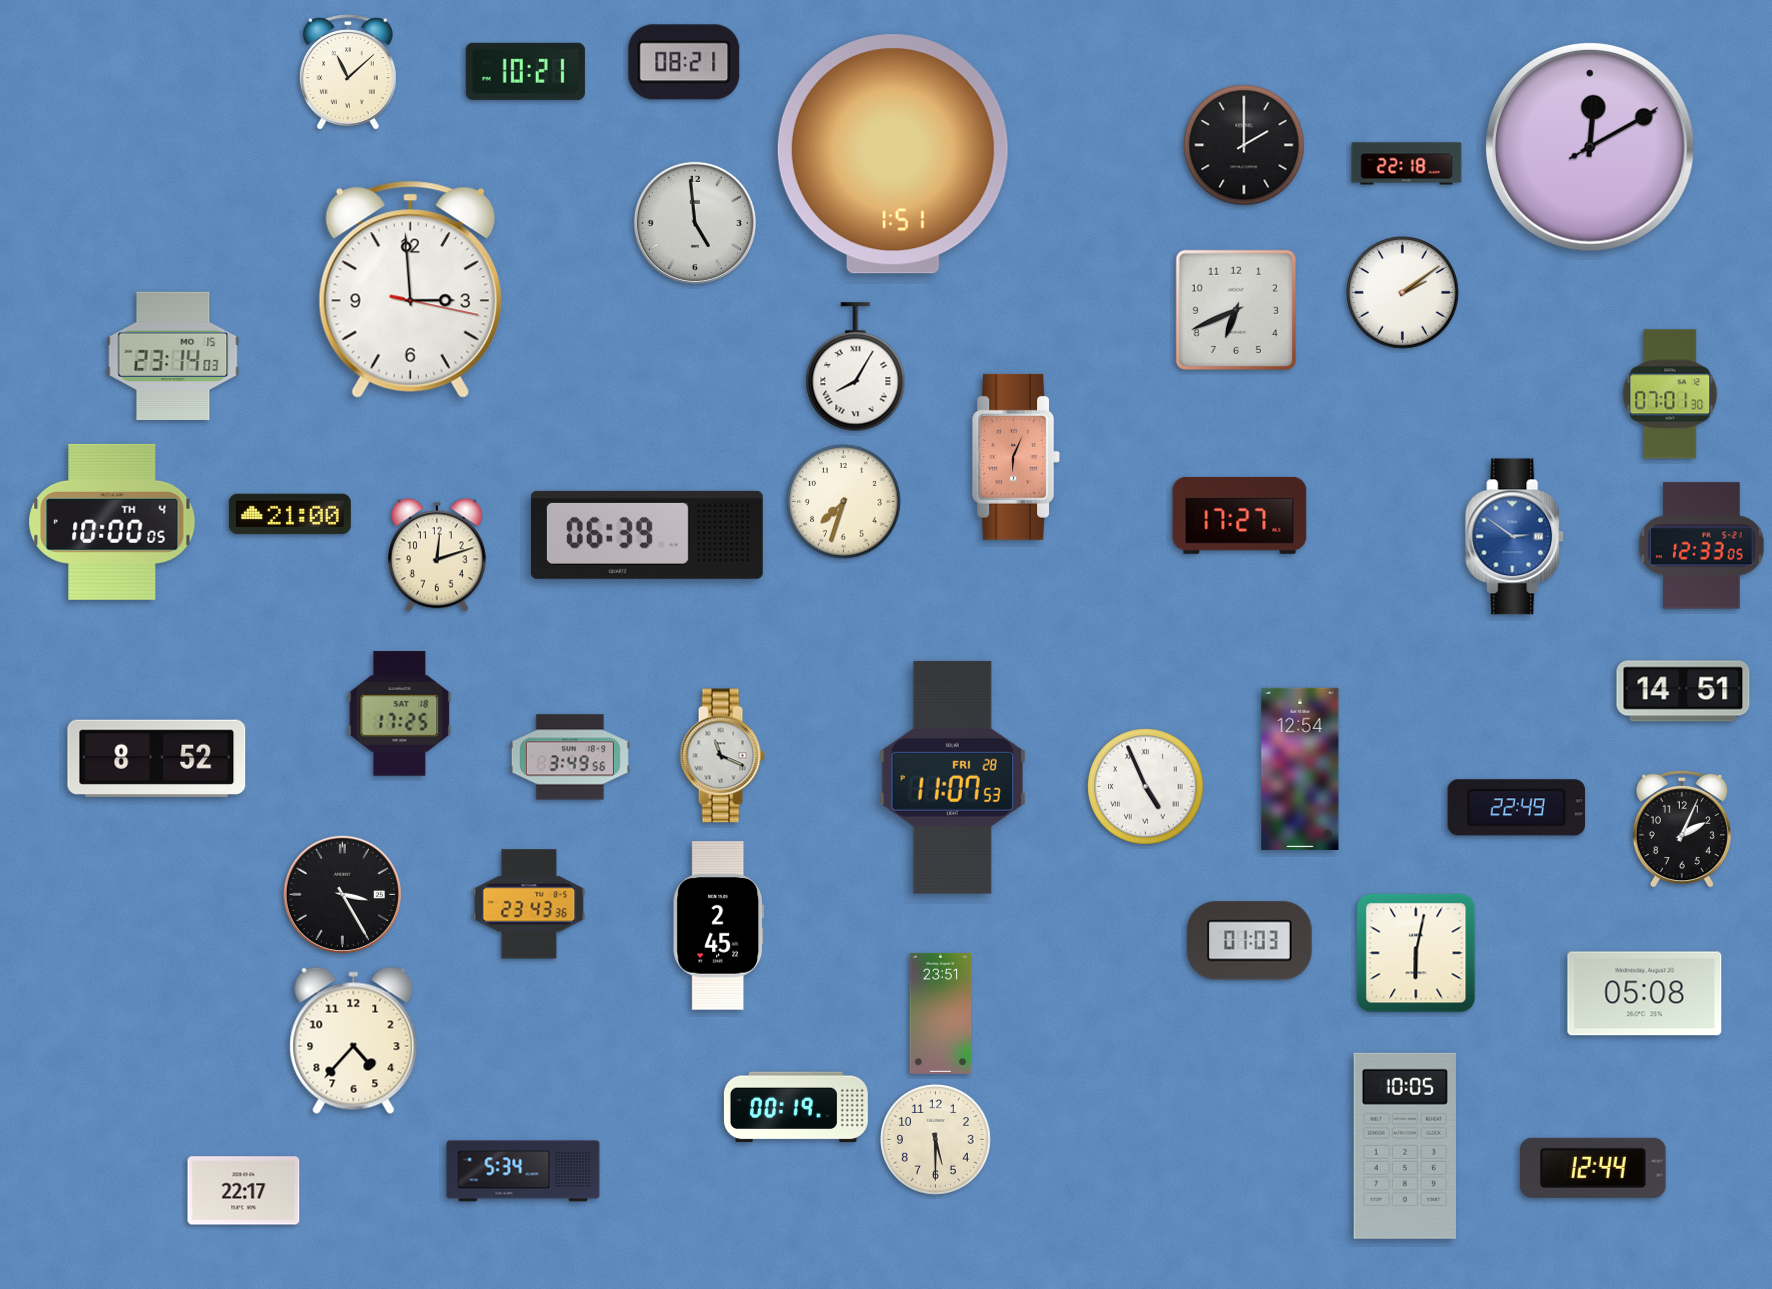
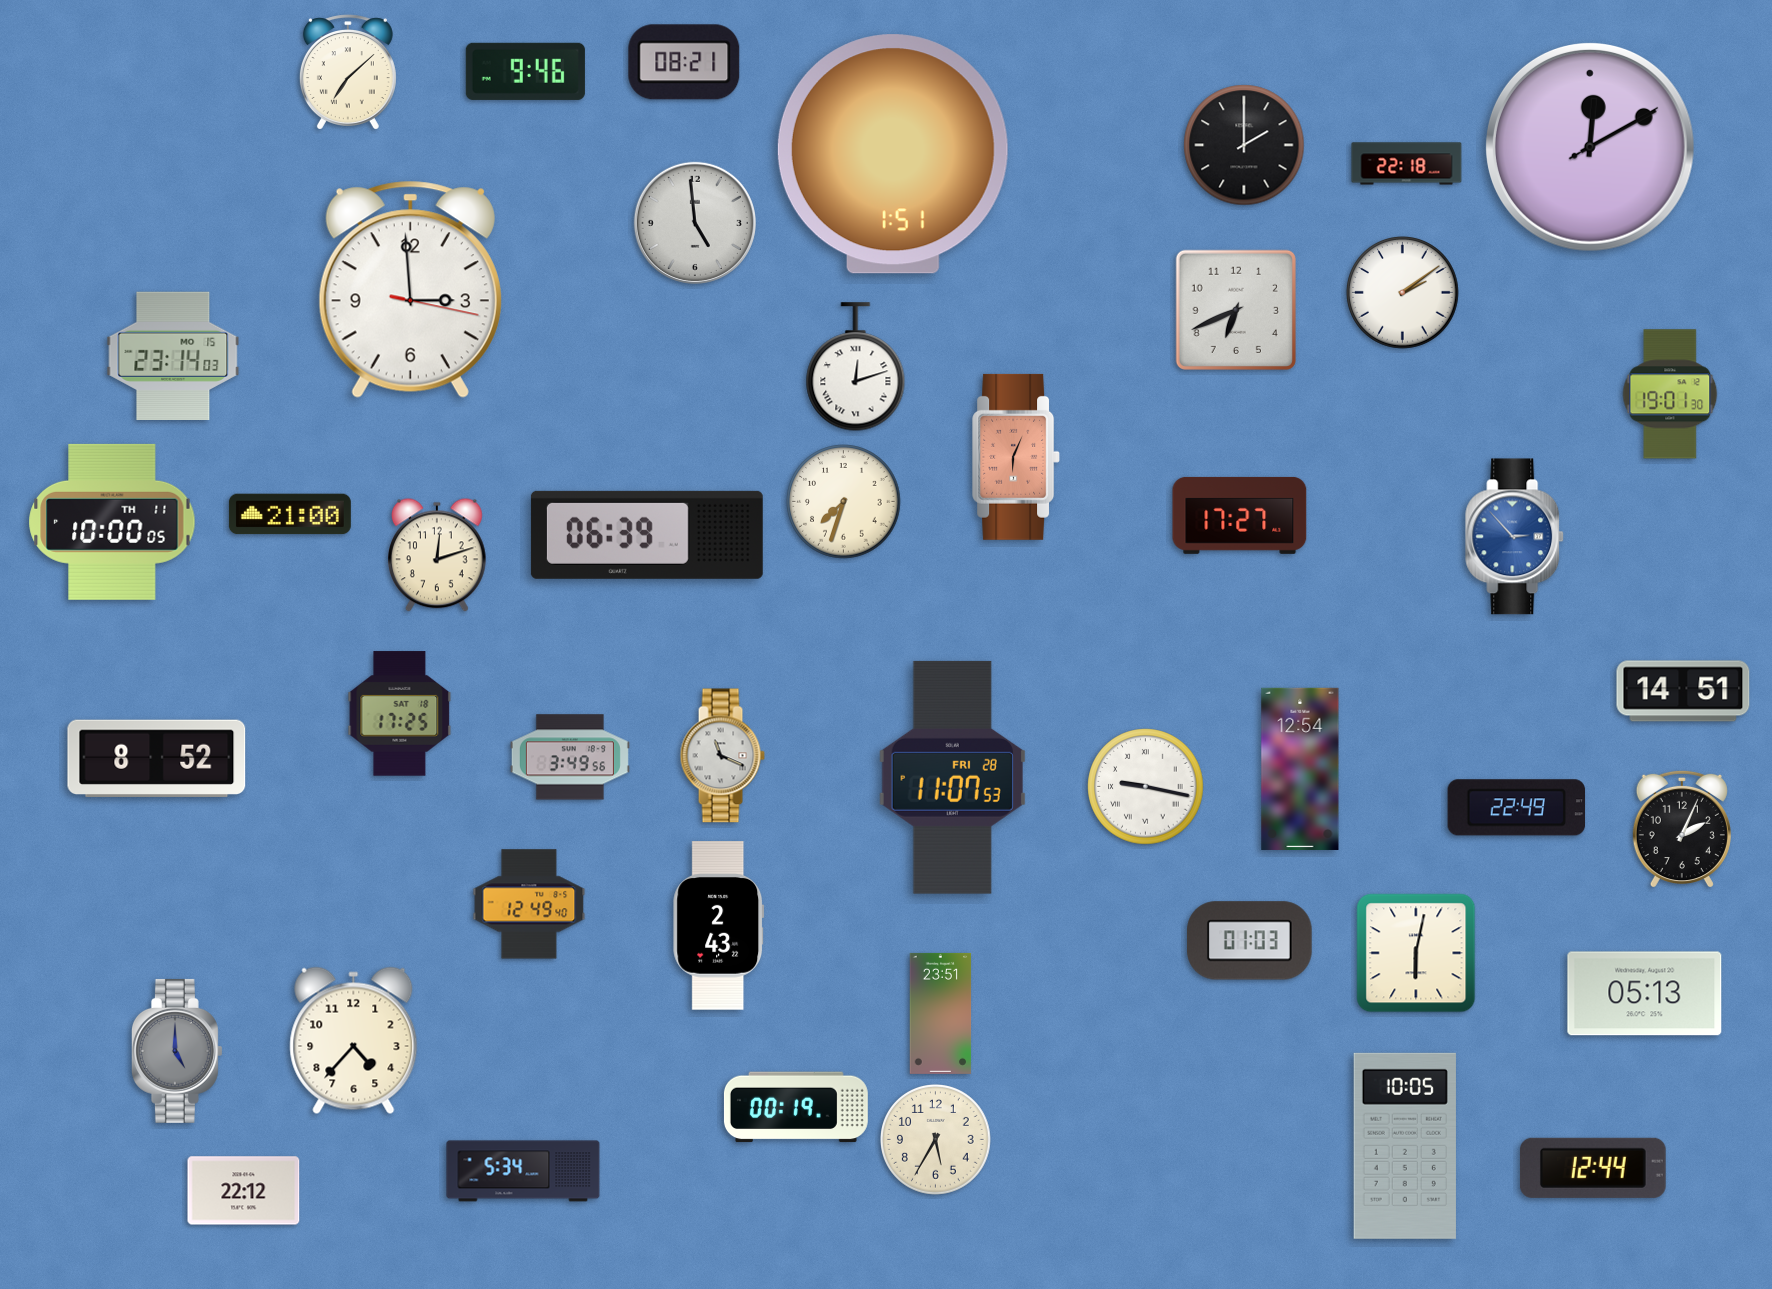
clock at (525, 71): 10:21 -> 9:46
clock at (348, 72): 11:08 -> 7:08
clock at (856, 367): 8:05 -> 12:12
clock at (1670, 394): 07:01 -> 19:01
clock at (112, 522) date: TH 4 -> TH 11
clock at (1515, 537): 2:51 -> 2:53
clock at (1702, 546): 12:33 -> none
clock at (1146, 787): 4:56 -> 9:17
clock at (342, 894): 3:25 -> none
clock at (529, 904): 23:43 -> 12:49
clock at (719, 926): 2:45 -> 2:43
clock at (1645, 994): 05:08 -> 05:13
clock at (177, 1051): none -> 5:00
clock at (936, 1140): 5:30 -> 5:35
clock at (244, 1191): 22:17 -> 22:12
